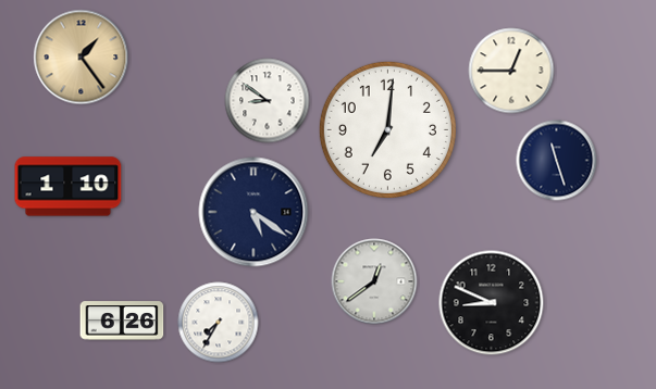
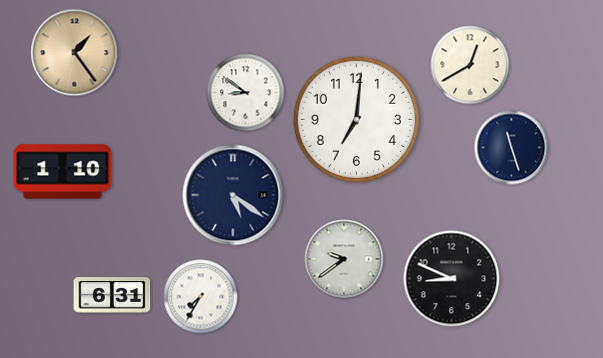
clock at (511, 71): 12:45 -> 12:40
clock at (374, 281): 12:39 -> 9:39
clock at (122, 321): 6:26 -> 6:31
